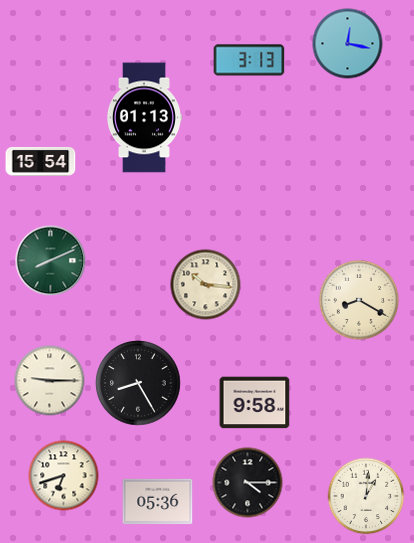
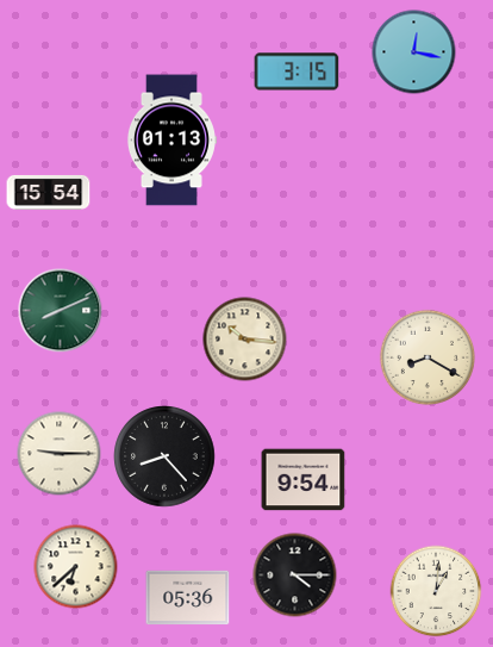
clock at (249, 60): 3:13 -> 3:15
clock at (138, 383): 8:25 -> 8:23
clock at (255, 403): 9:58 -> 9:54
clock at (64, 476): 6:42 -> 6:38
